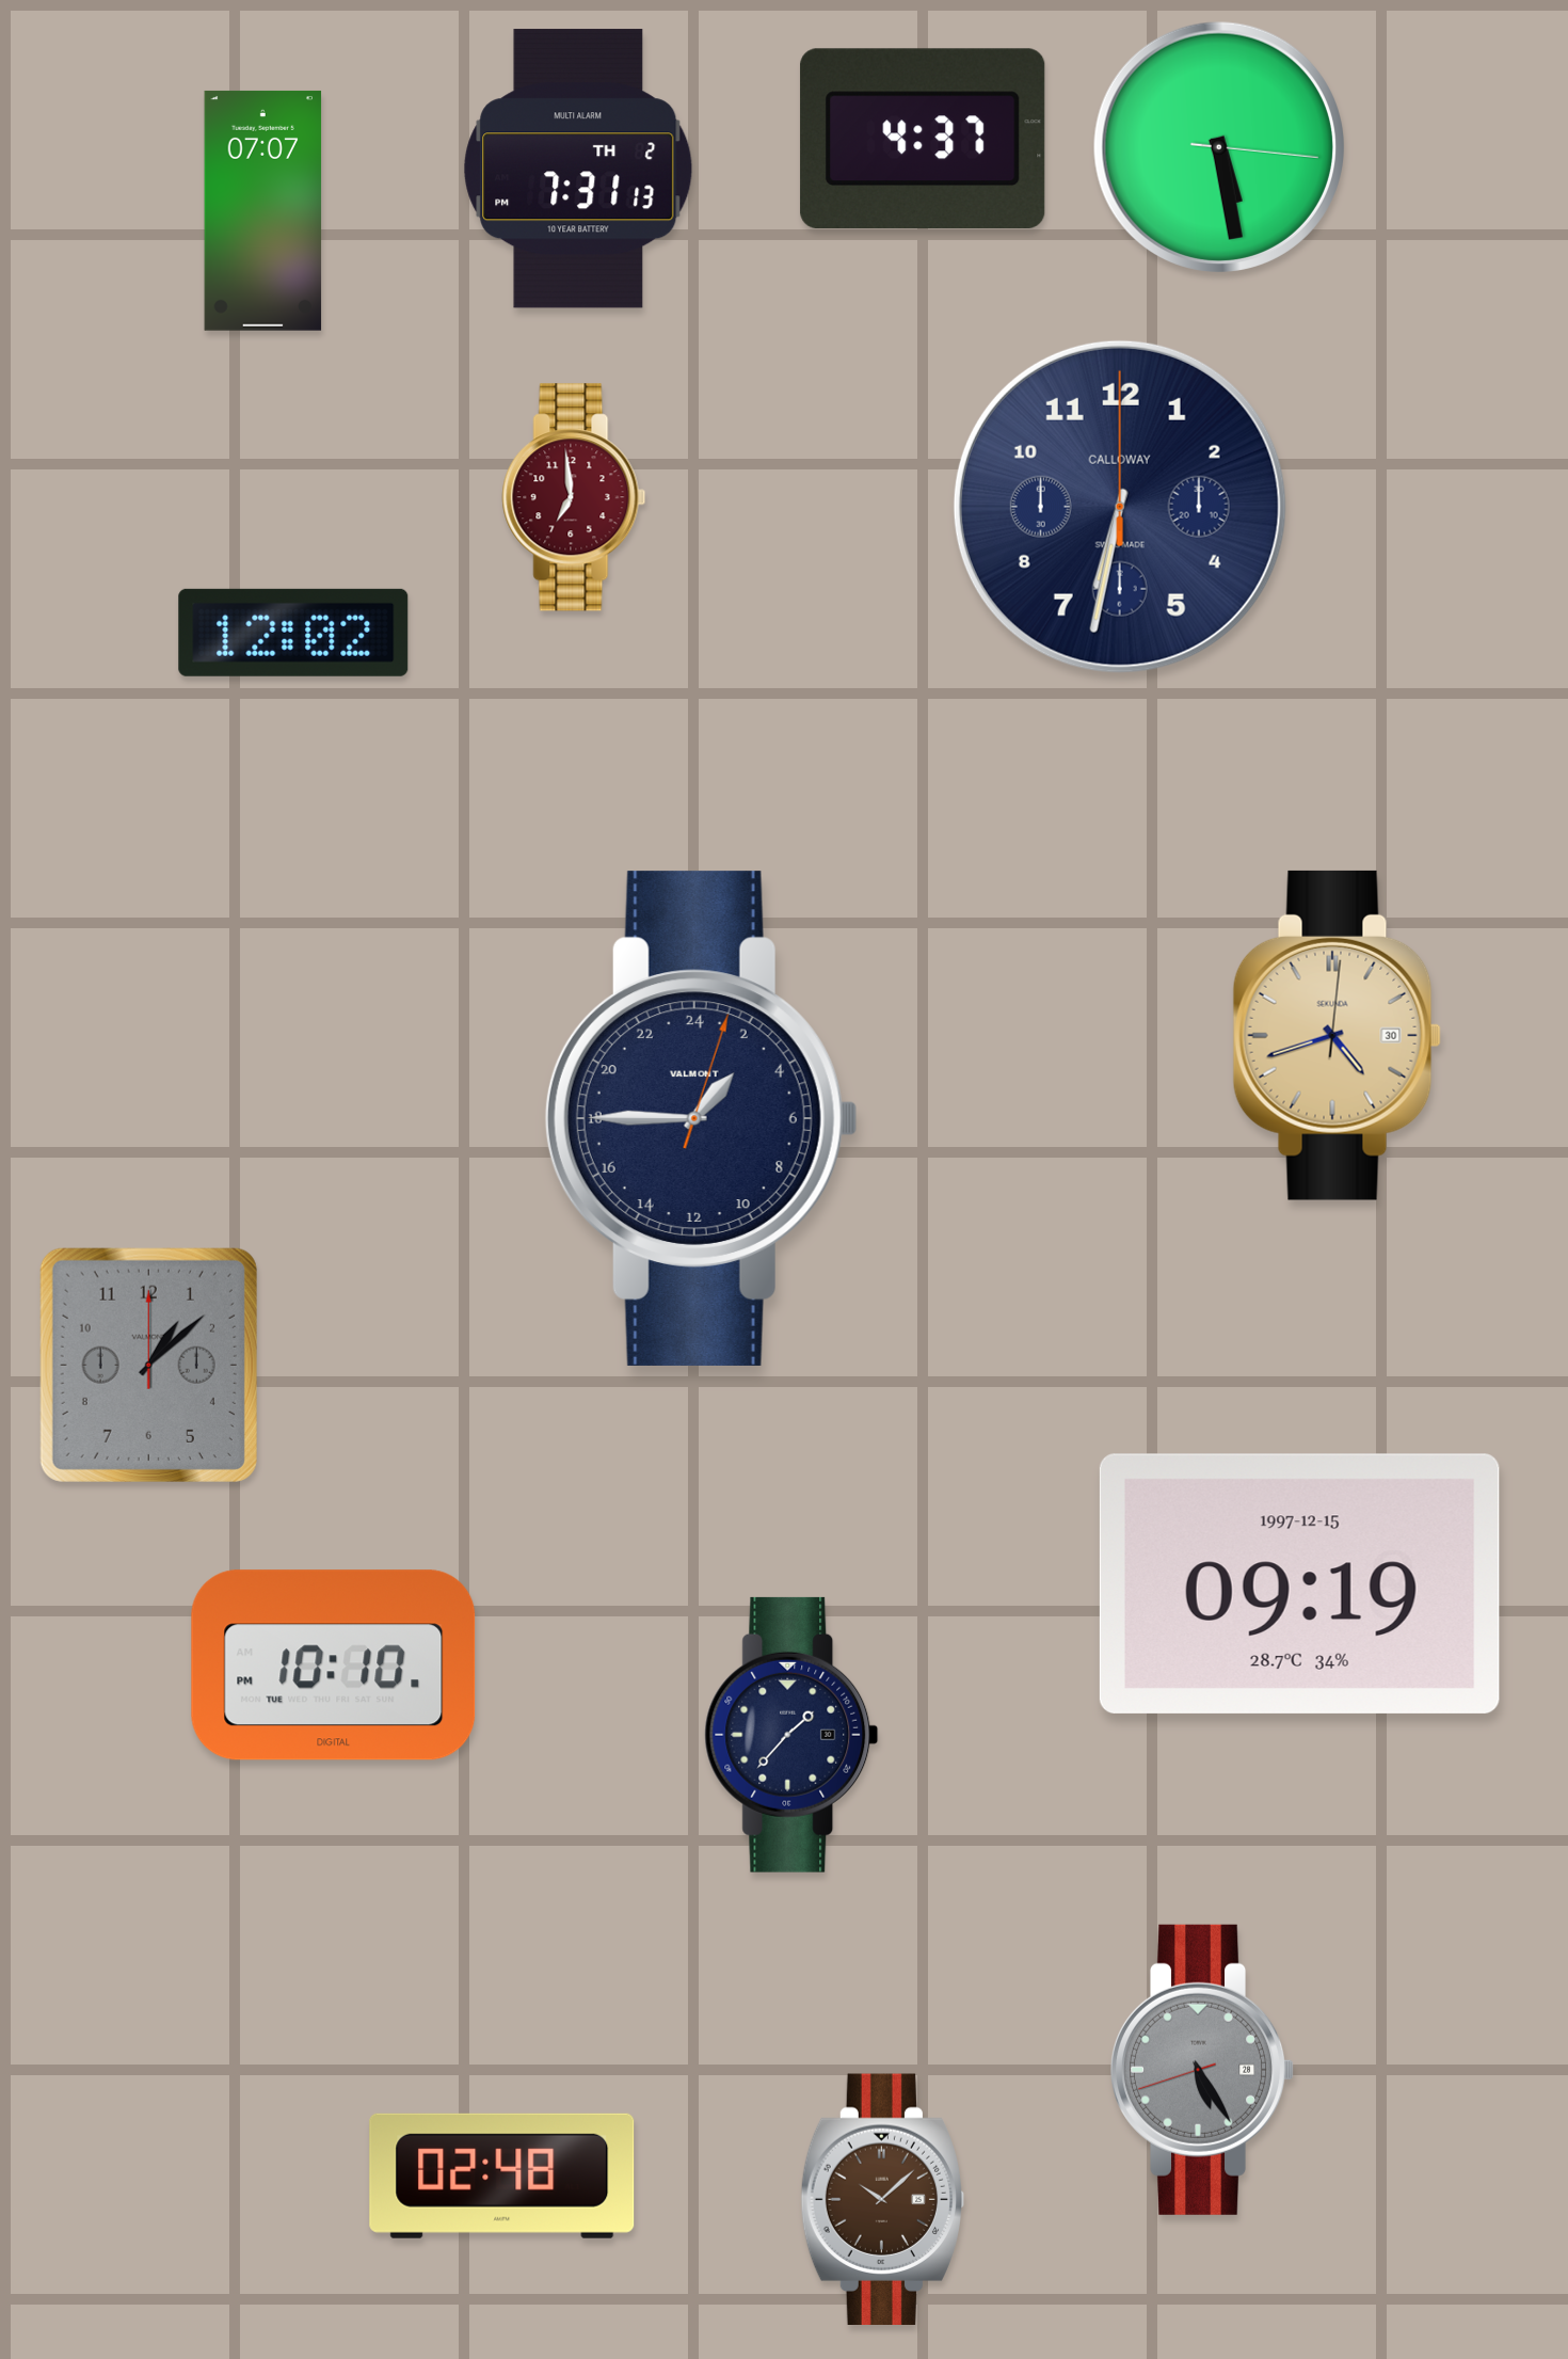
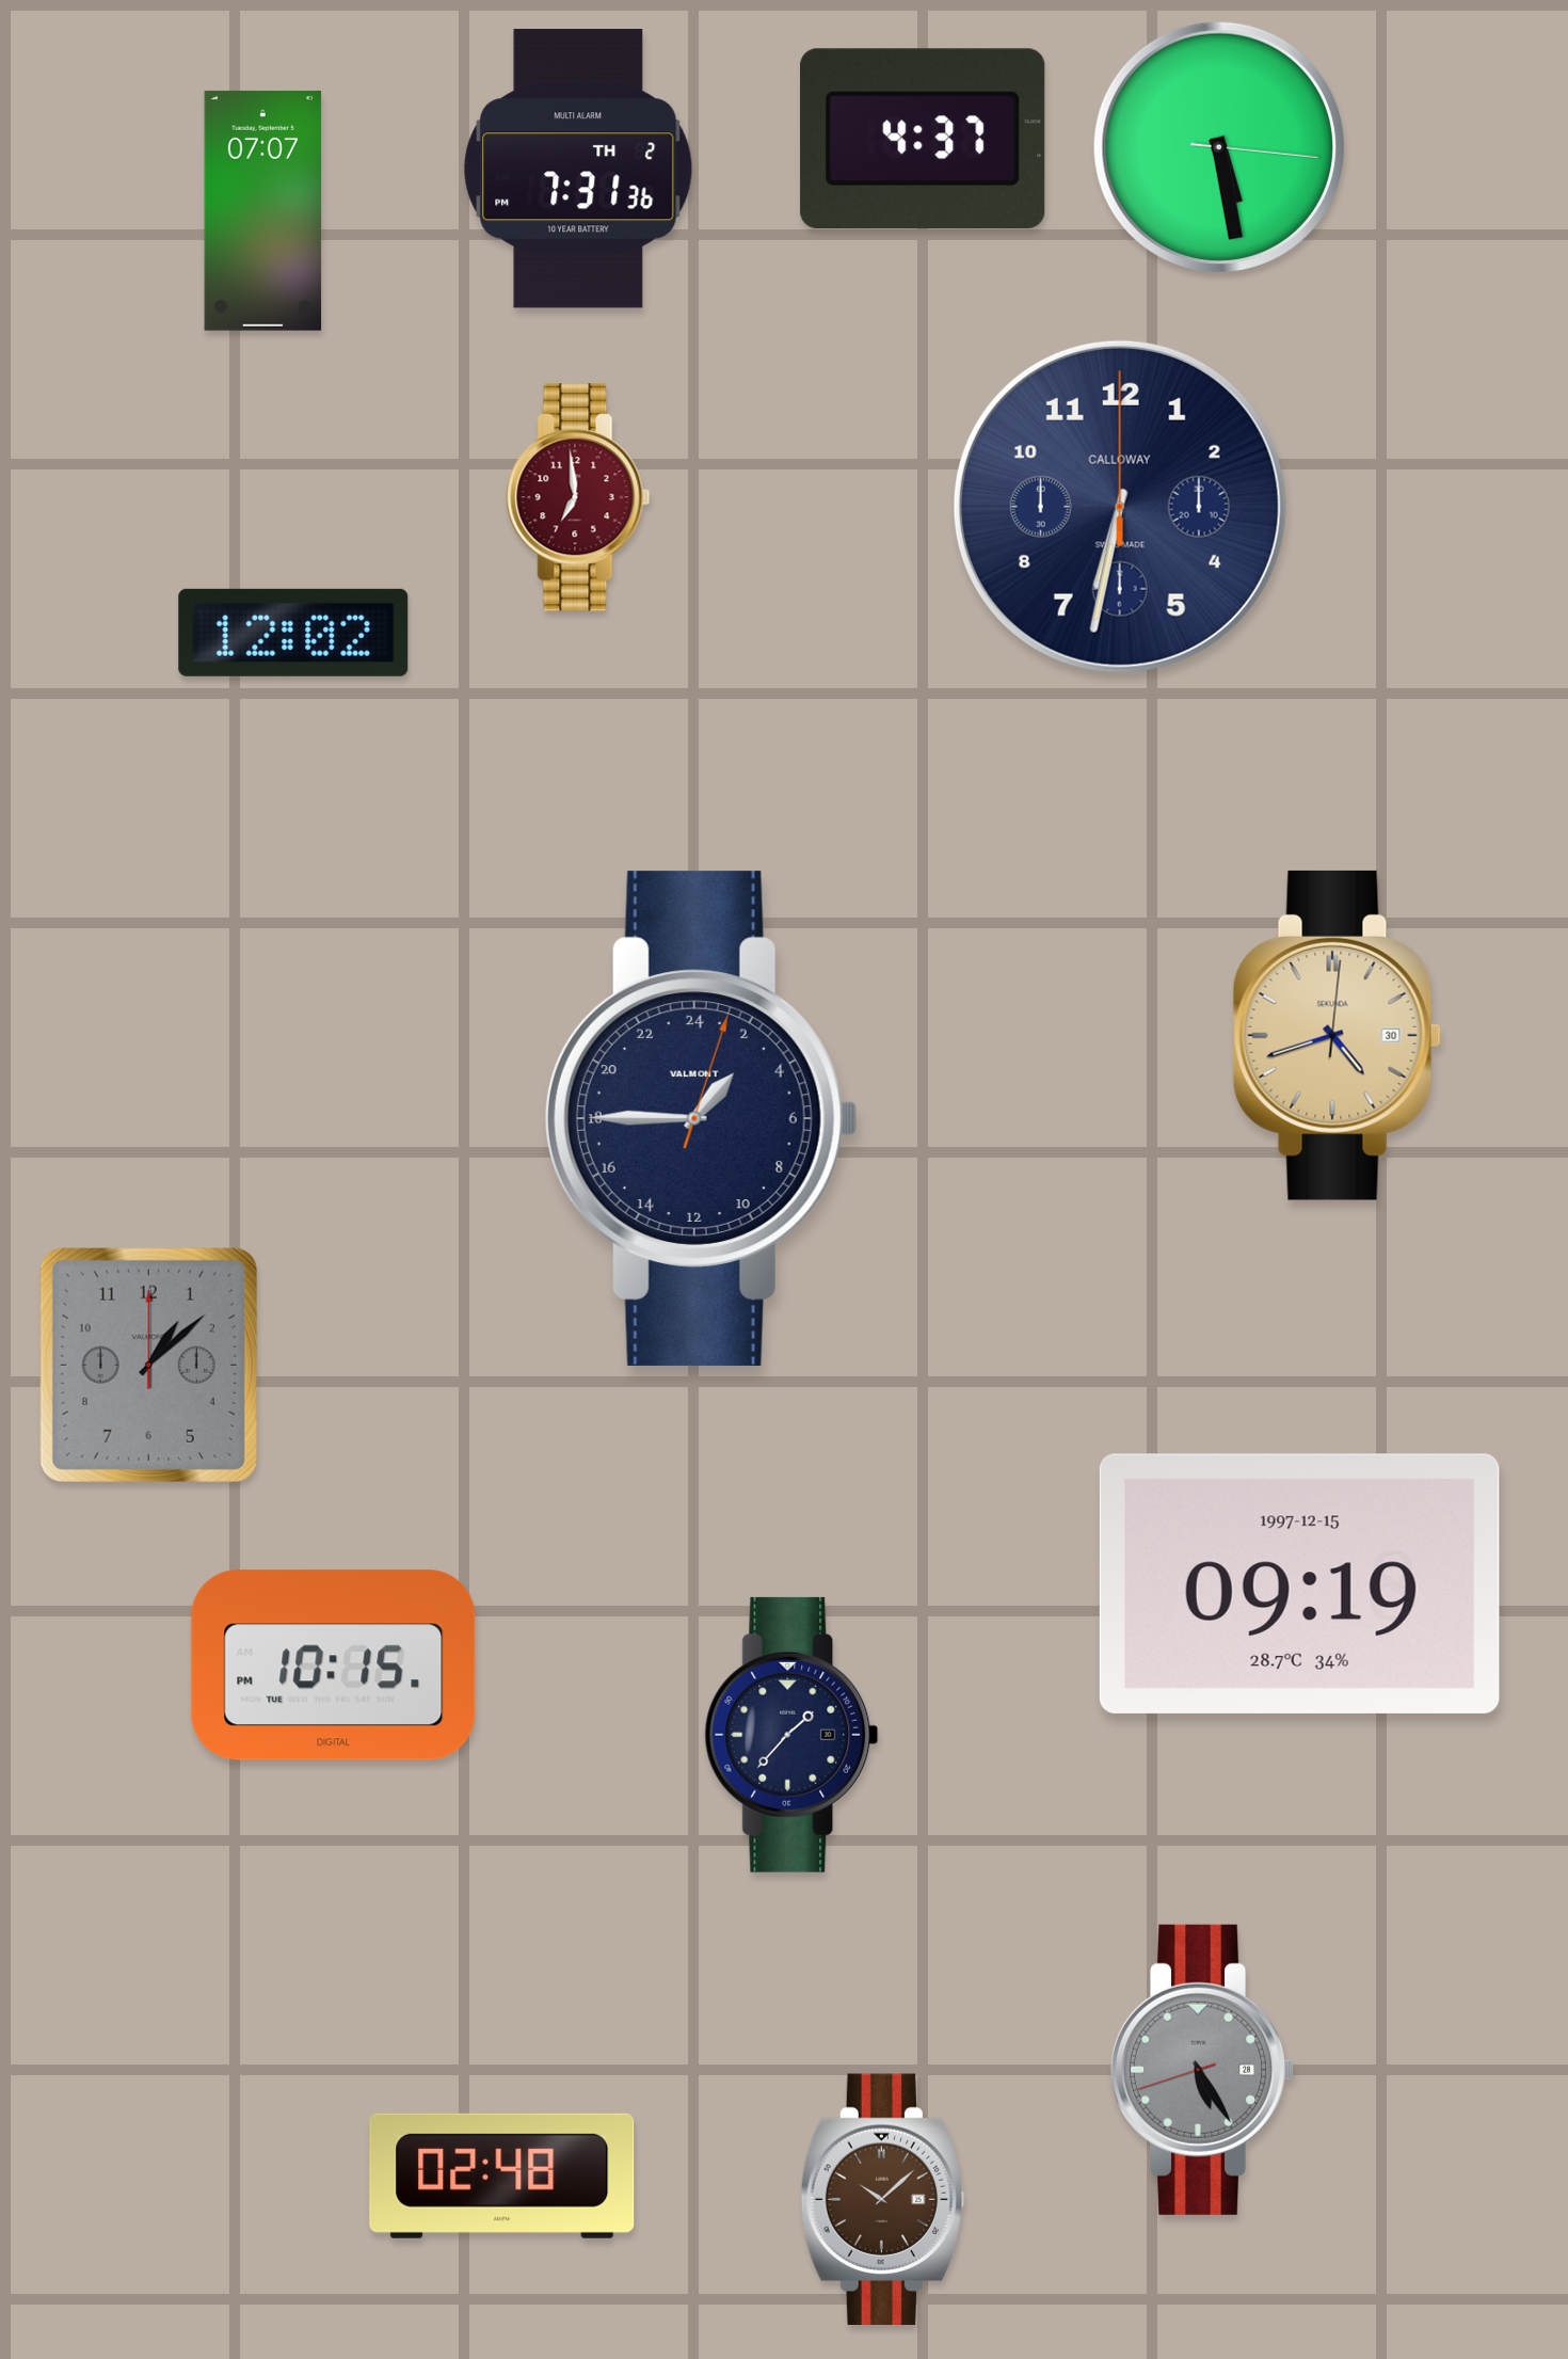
clock at (578, 169): 7:31:13 -> 7:31:36
clock at (574, 497) position: (574, 497) -> (578, 497)
clock at (334, 1665): 10:10 -> 10:15
